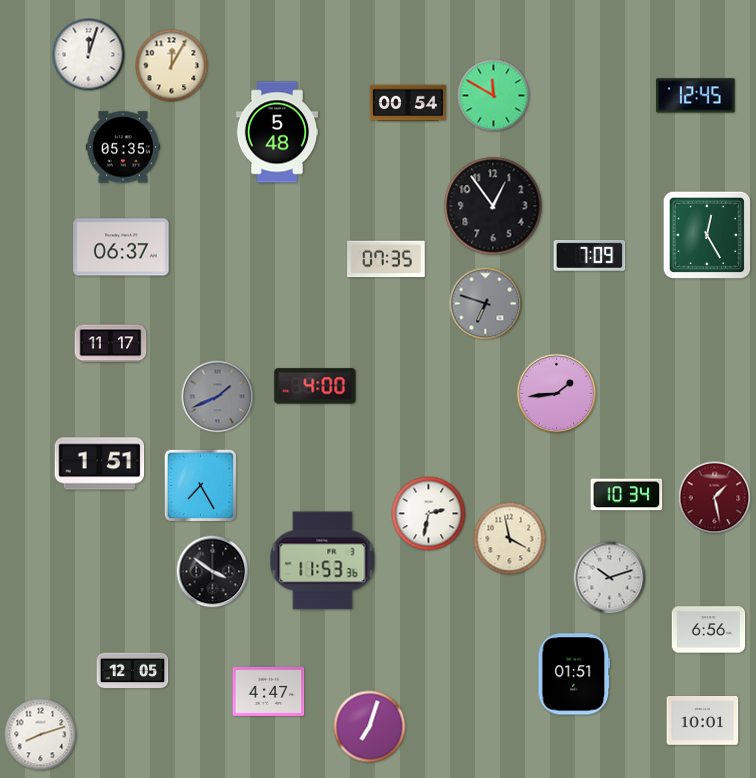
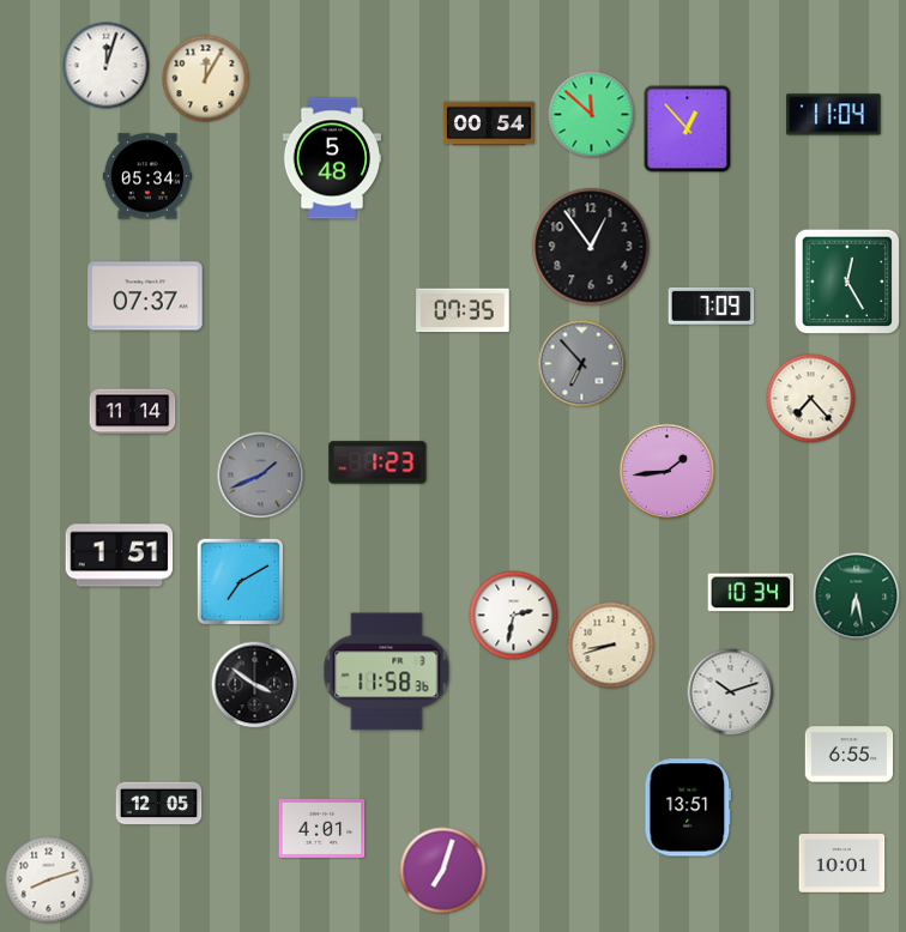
clock at (494, 96): 11:50 -> 11:52
clock at (696, 96): 12:45 -> 11:04
clock at (688, 129): none -> 12:53
clock at (122, 147): 05:35 -> 05:34
clock at (121, 247): 06:37 -> 07:37
clock at (590, 255) position: (590, 255) -> (712, 305)
clock at (486, 304): 6:48 -> 6:53
clock at (811, 399): none -> 7:23
clock at (111, 344): 11:17 -> 11:14
clock at (315, 386): 4:00 -> 1:23
clock at (201, 486): 7:25 -> 7:10
clock at (715, 498): 1:28 -> 6:28
clock at (715, 498) dial: burgundy -> green
clock at (510, 539): 3:58 -> 8:42
clock at (323, 561): 11:53 -> 11:58
clock at (709, 630): 6:56 -> 6:55
clock at (574, 674): 01:51 -> 13:51
clock at (269, 691): 4:47 -> 4:01
